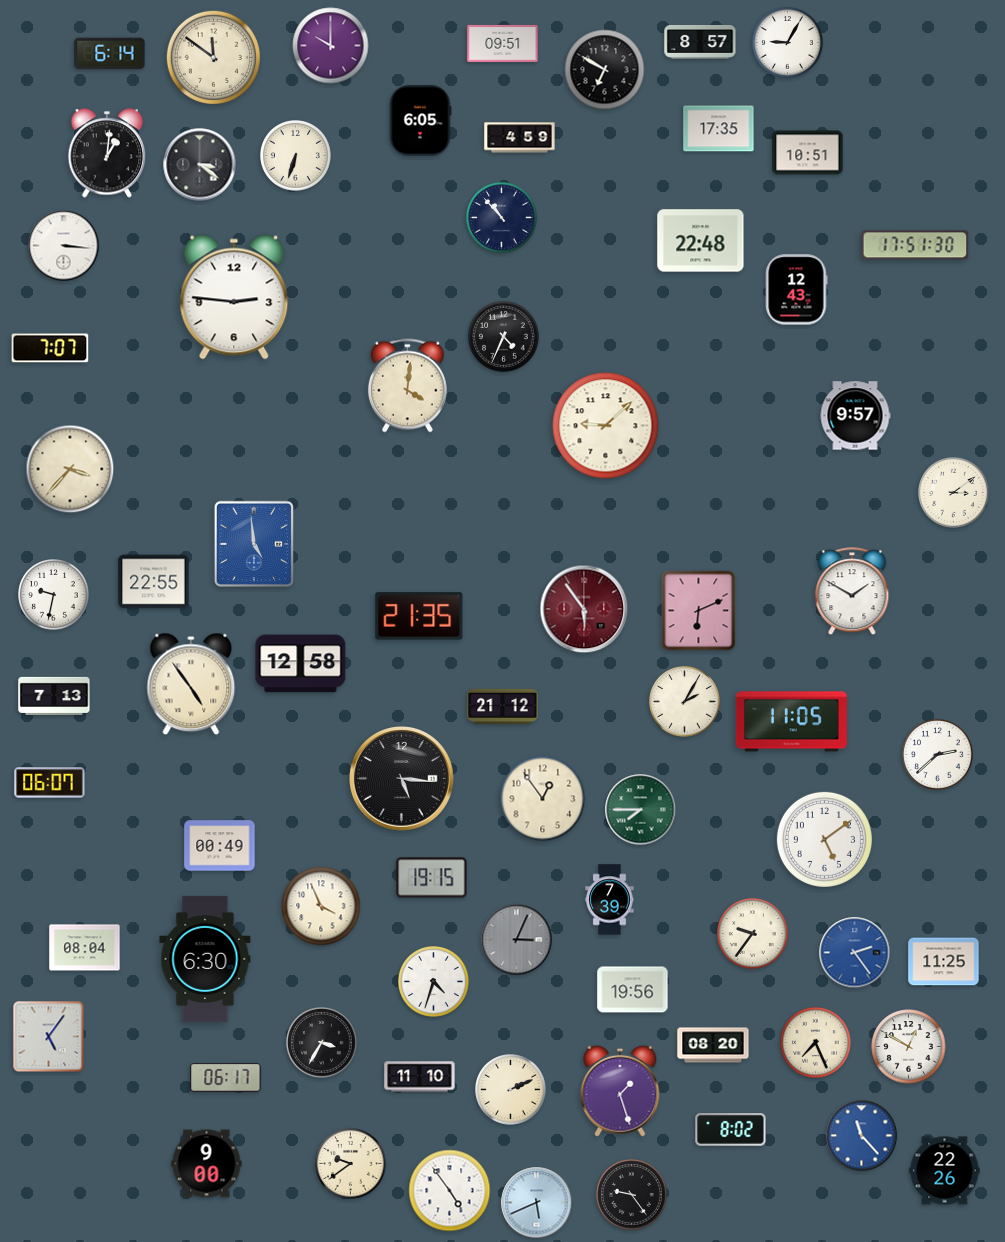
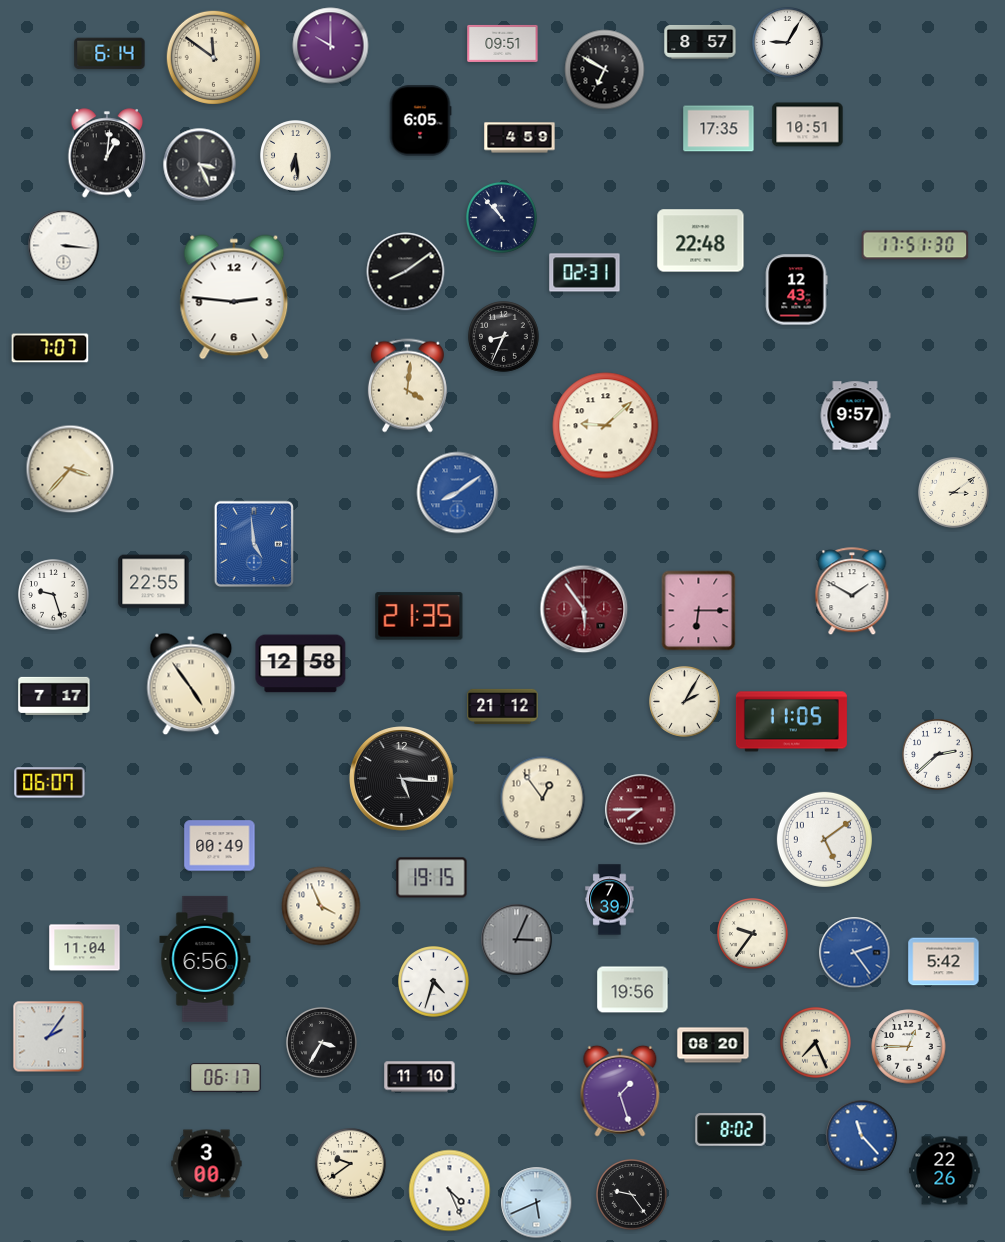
clock at (808, 153) position: (808, 153) -> (808, 125)
clock at (296, 156): 6:33 -> 6:29
clock at (200, 165): 3:21 -> 3:26
clock at (406, 272): none -> 8:09
clock at (585, 273): none -> 02:31
clock at (504, 337): 4:34 -> 8:34
clock at (458, 493): none -> 8:09
clock at (54, 595): 9:32 -> 9:27
clock at (699, 611): 6:11 -> 6:15
clock at (54, 696): 7:13 -> 7:17
clock at (641, 810) dial: green -> burgundy
clock at (85, 948): 08:04 -> 11:04
clock at (205, 959): 6:30 -> 6:56
clock at (944, 962): 11:25 -> 5:42
clock at (49, 1037): 5:06 -> 2:06
clock at (909, 1047): 12:50 -> 12:45
clock at (511, 1090): 2:11 -> none
clock at (207, 1164): 9:00 -> 3:00
clock at (450, 1191): 4:54 -> 4:26
